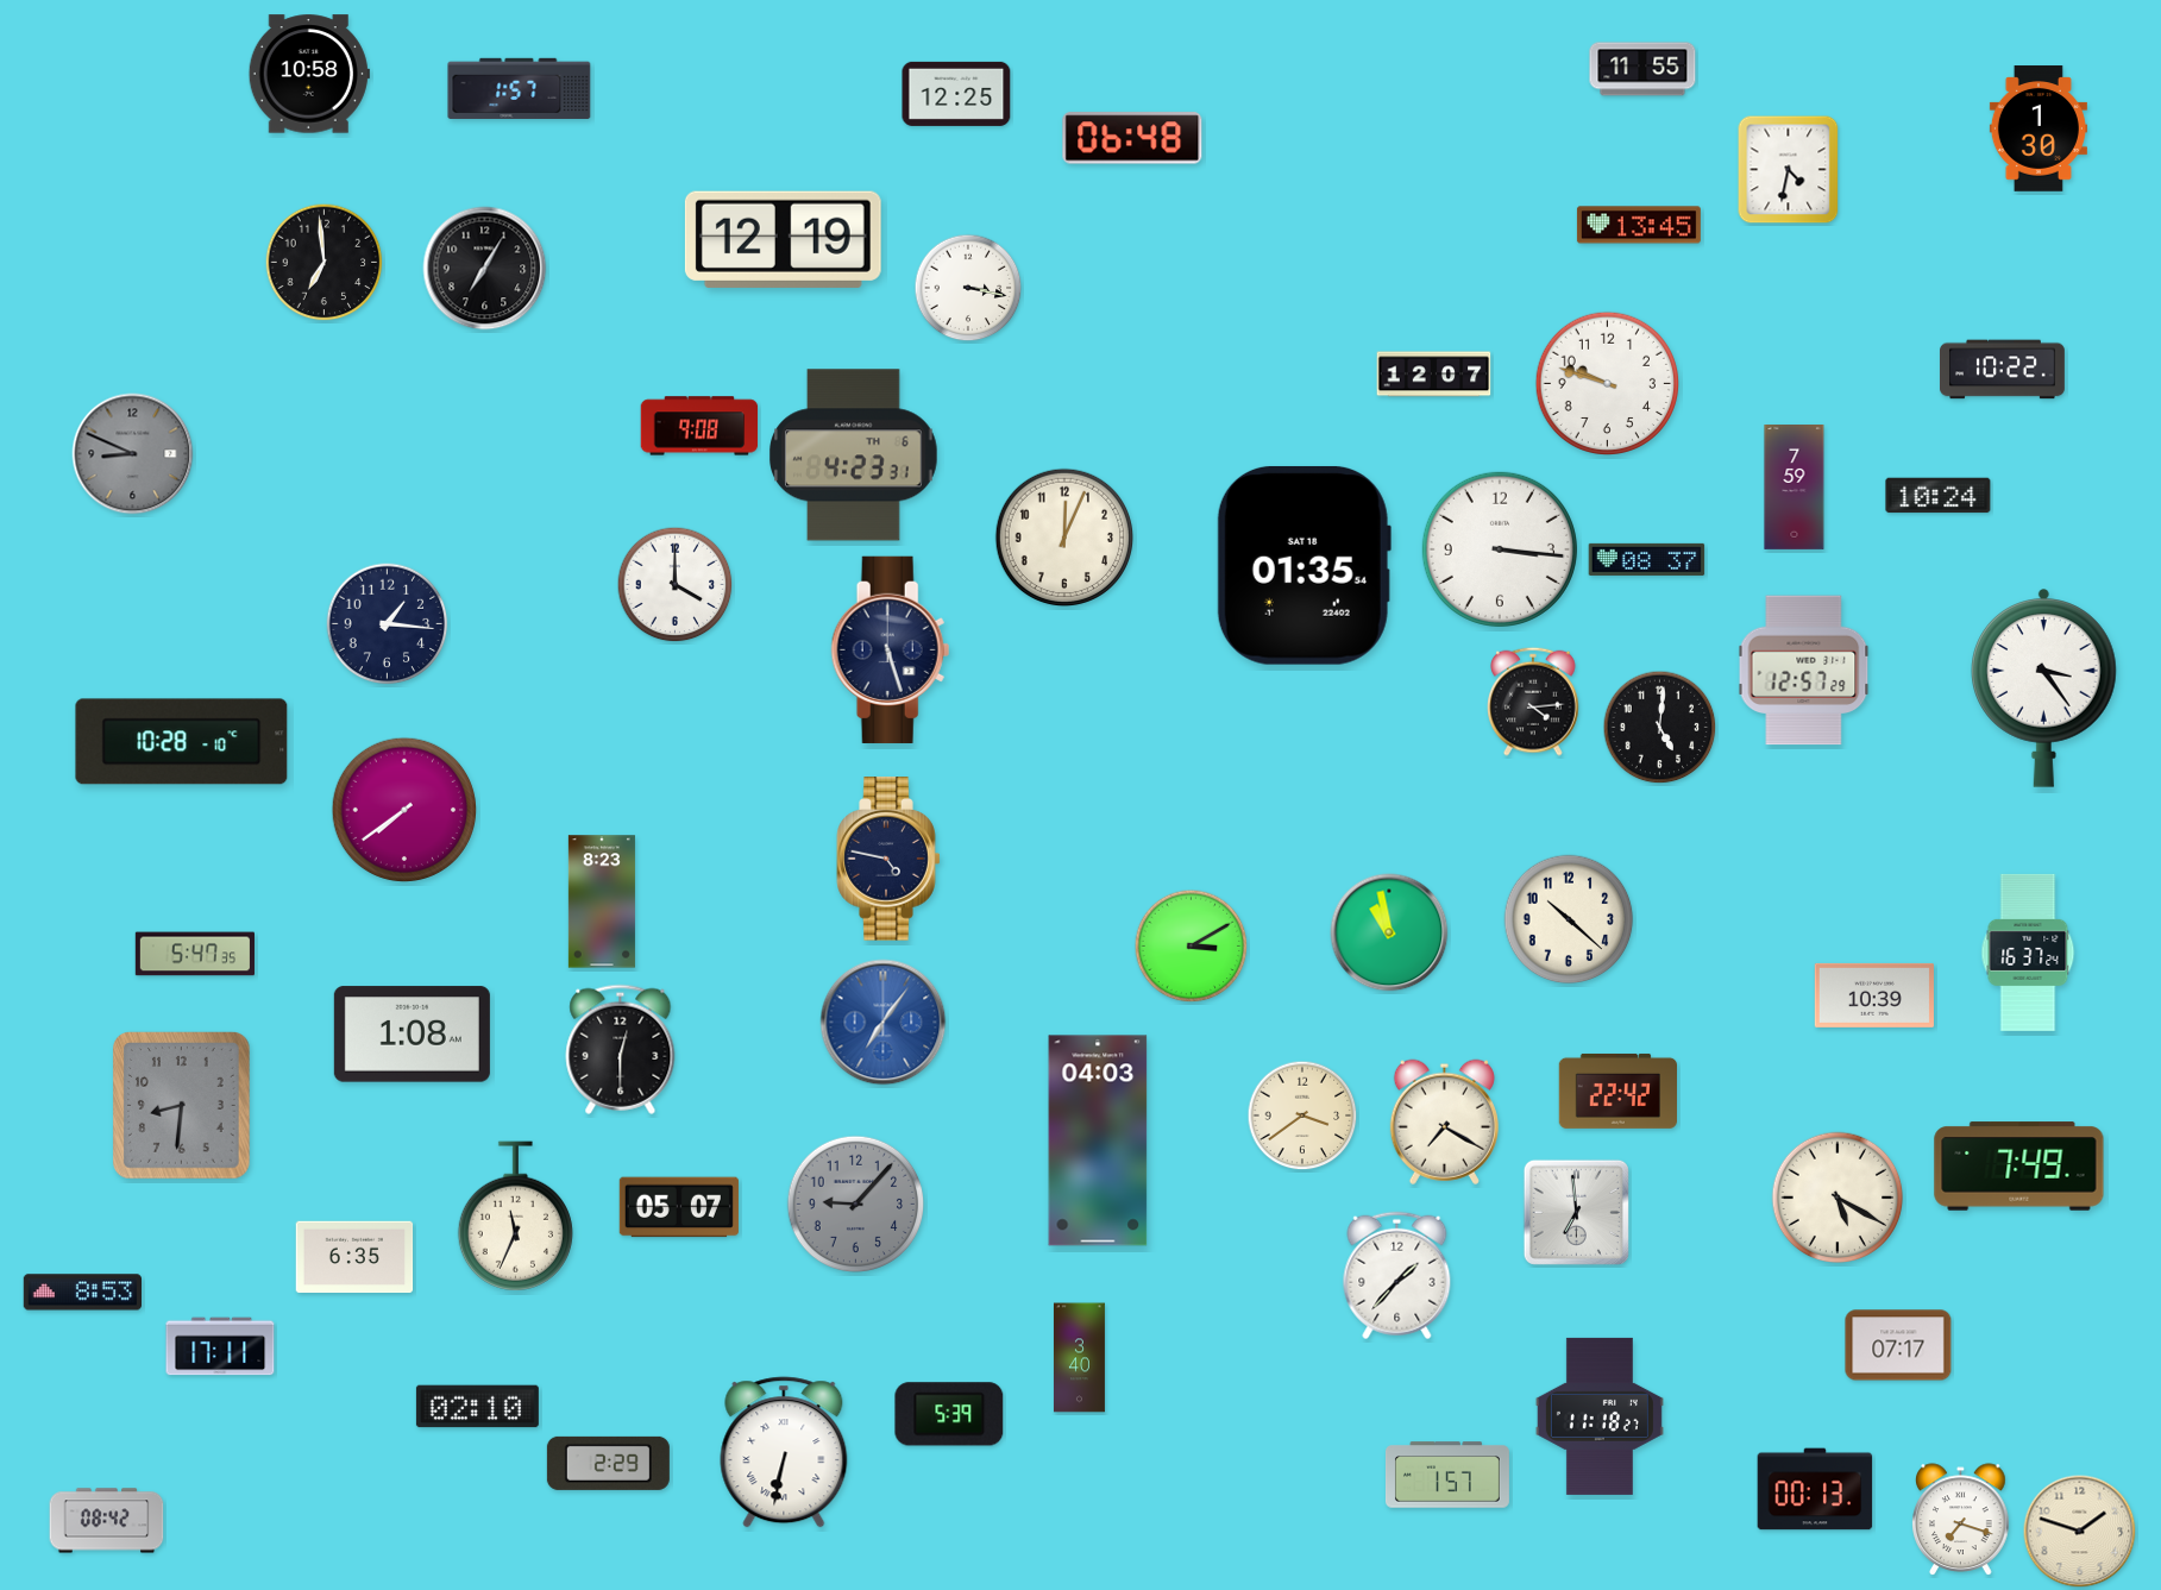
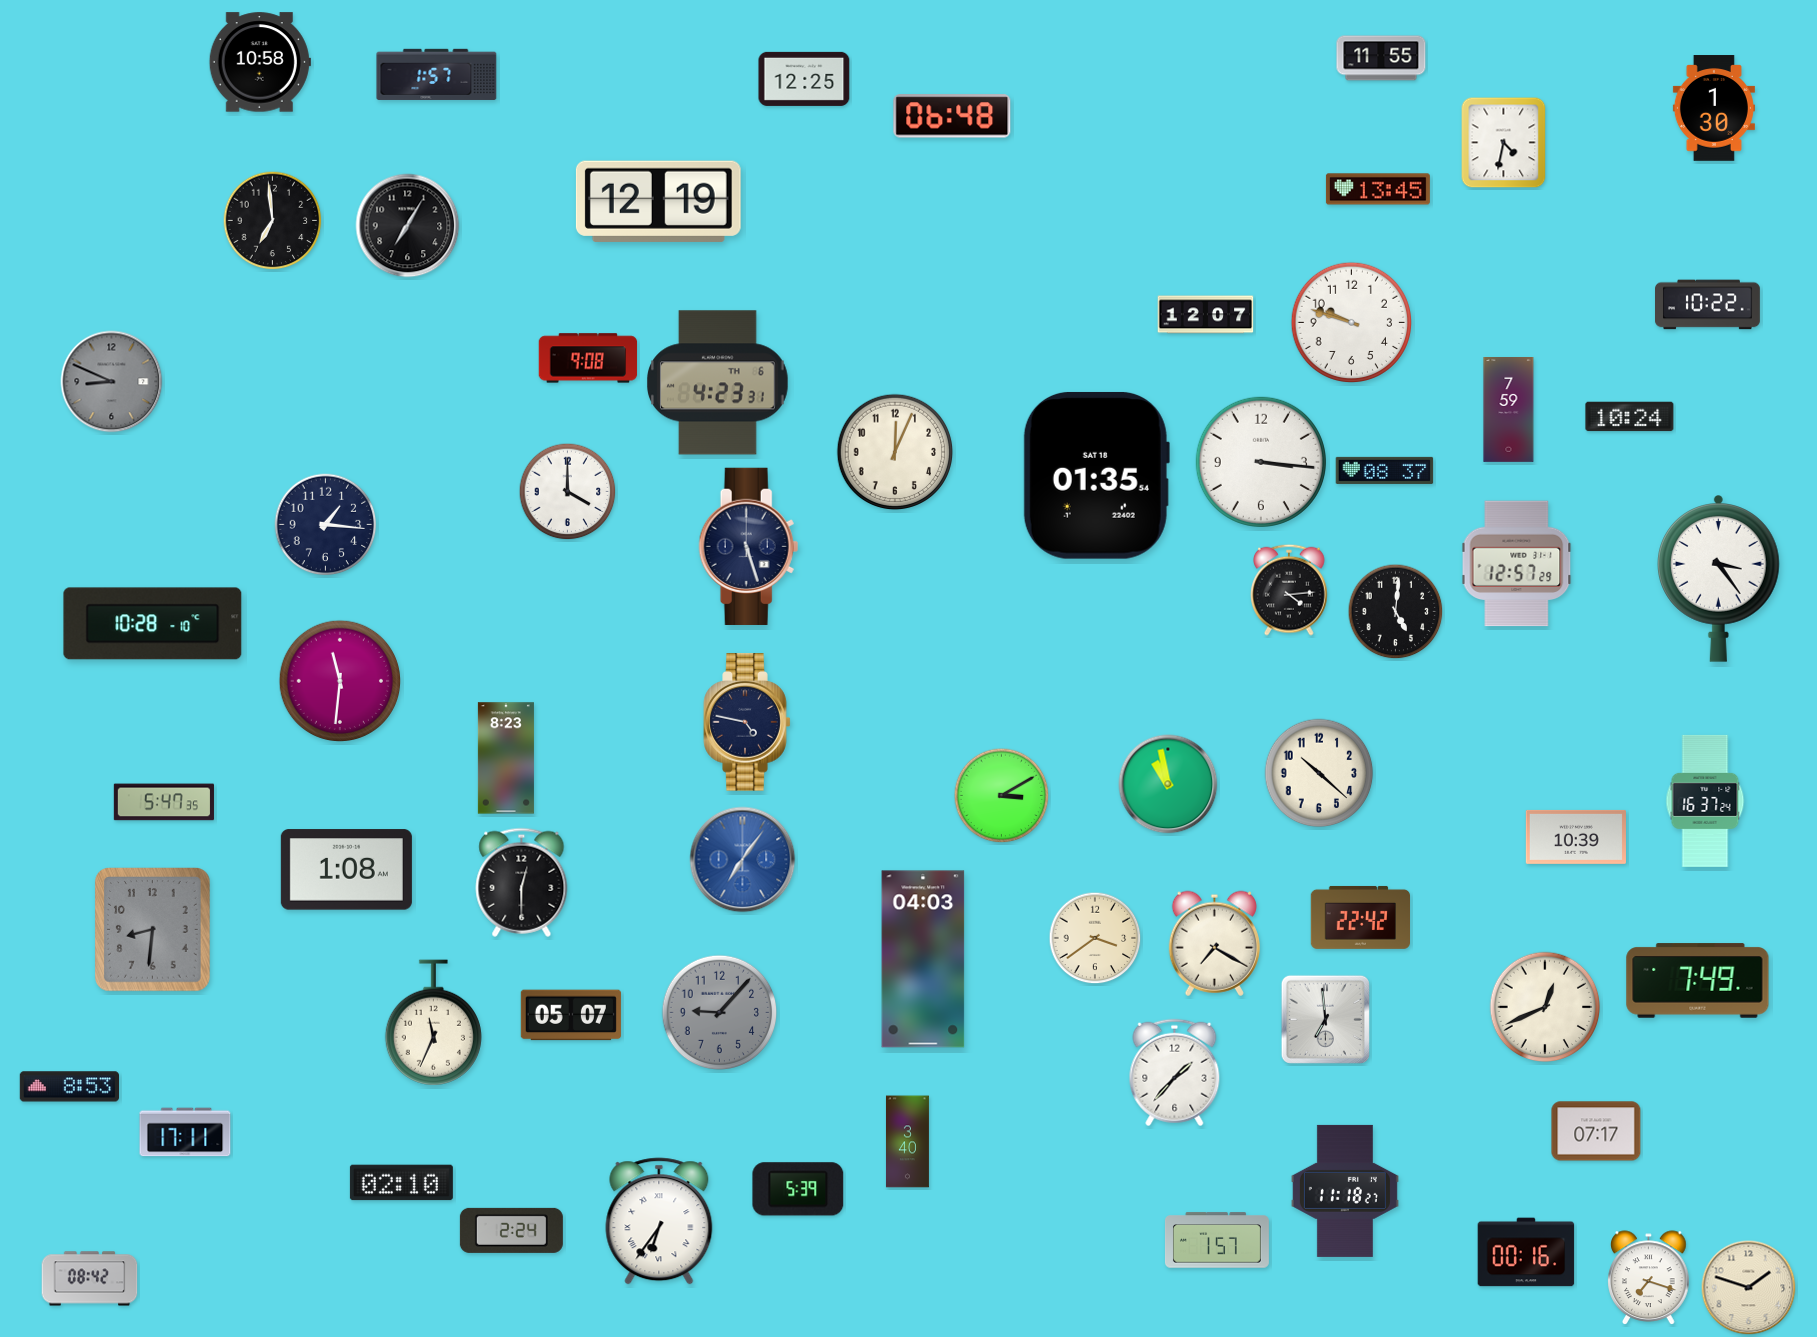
clock at (968, 288): 3:17 -> none
clock at (2003, 370) position: (2003, 370) -> (1708, 305)
clock at (403, 809): 7:39 -> 11:31
clock at (1838, 1198): 5:20 -> 12:41
clock at (354, 1257): 6:35 -> none
clock at (784, 1452): 6:32 -> 6:36
clock at (608, 1463): 2:29 -> 2:24
clock at (1815, 1489): 00:13 -> 00:16
